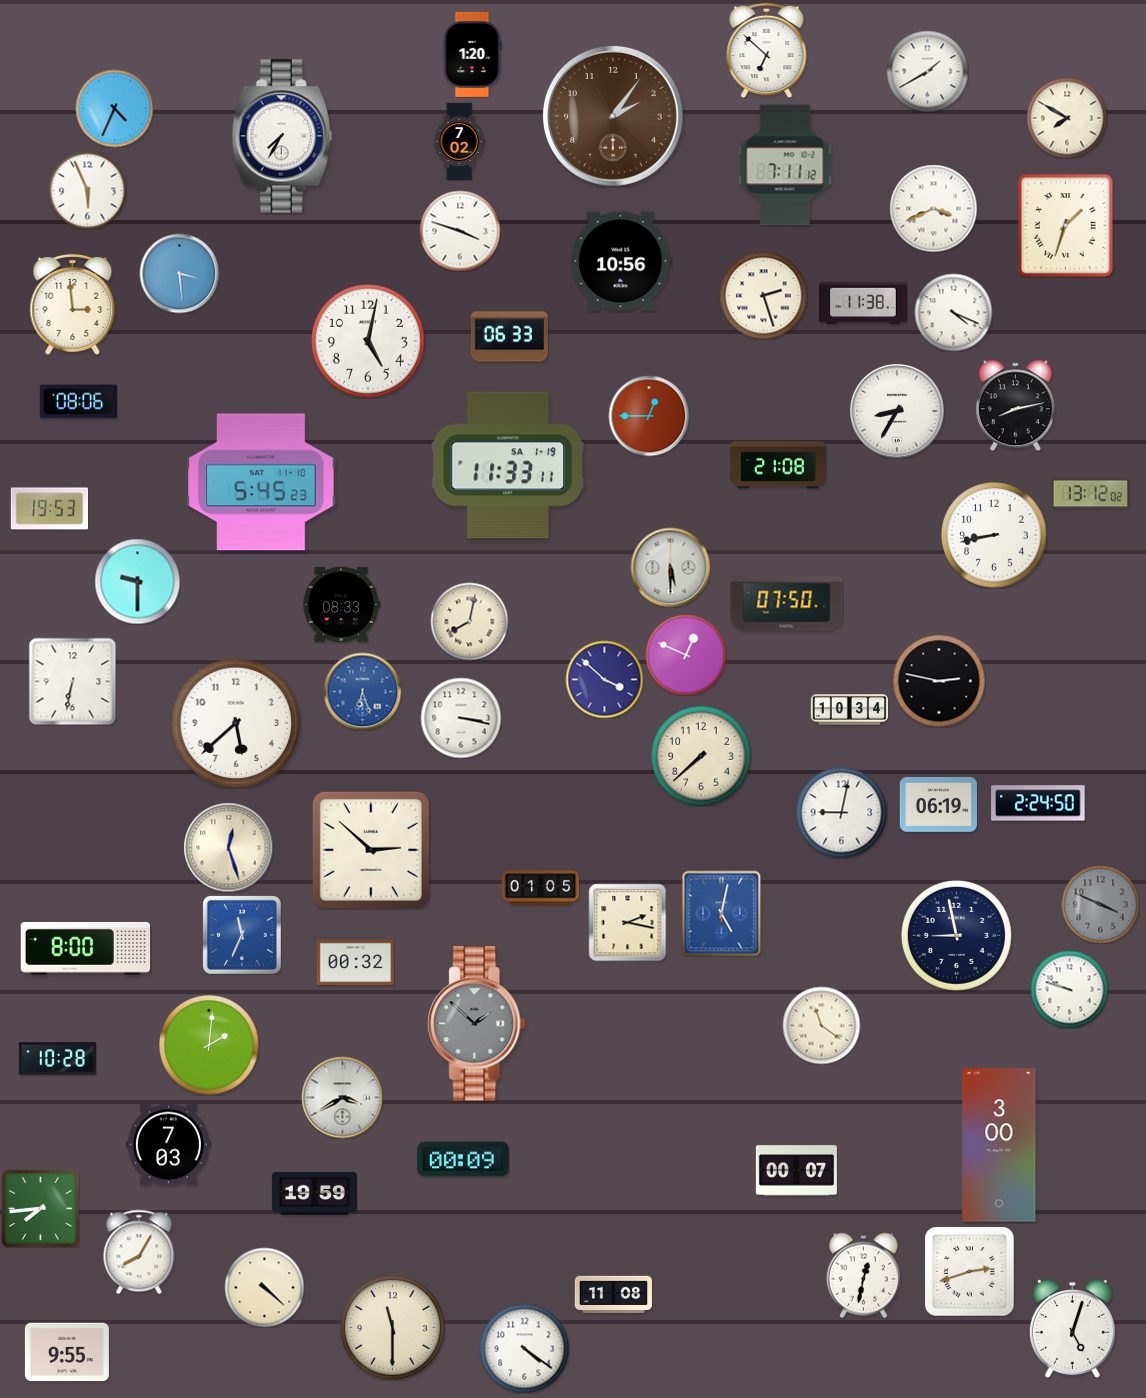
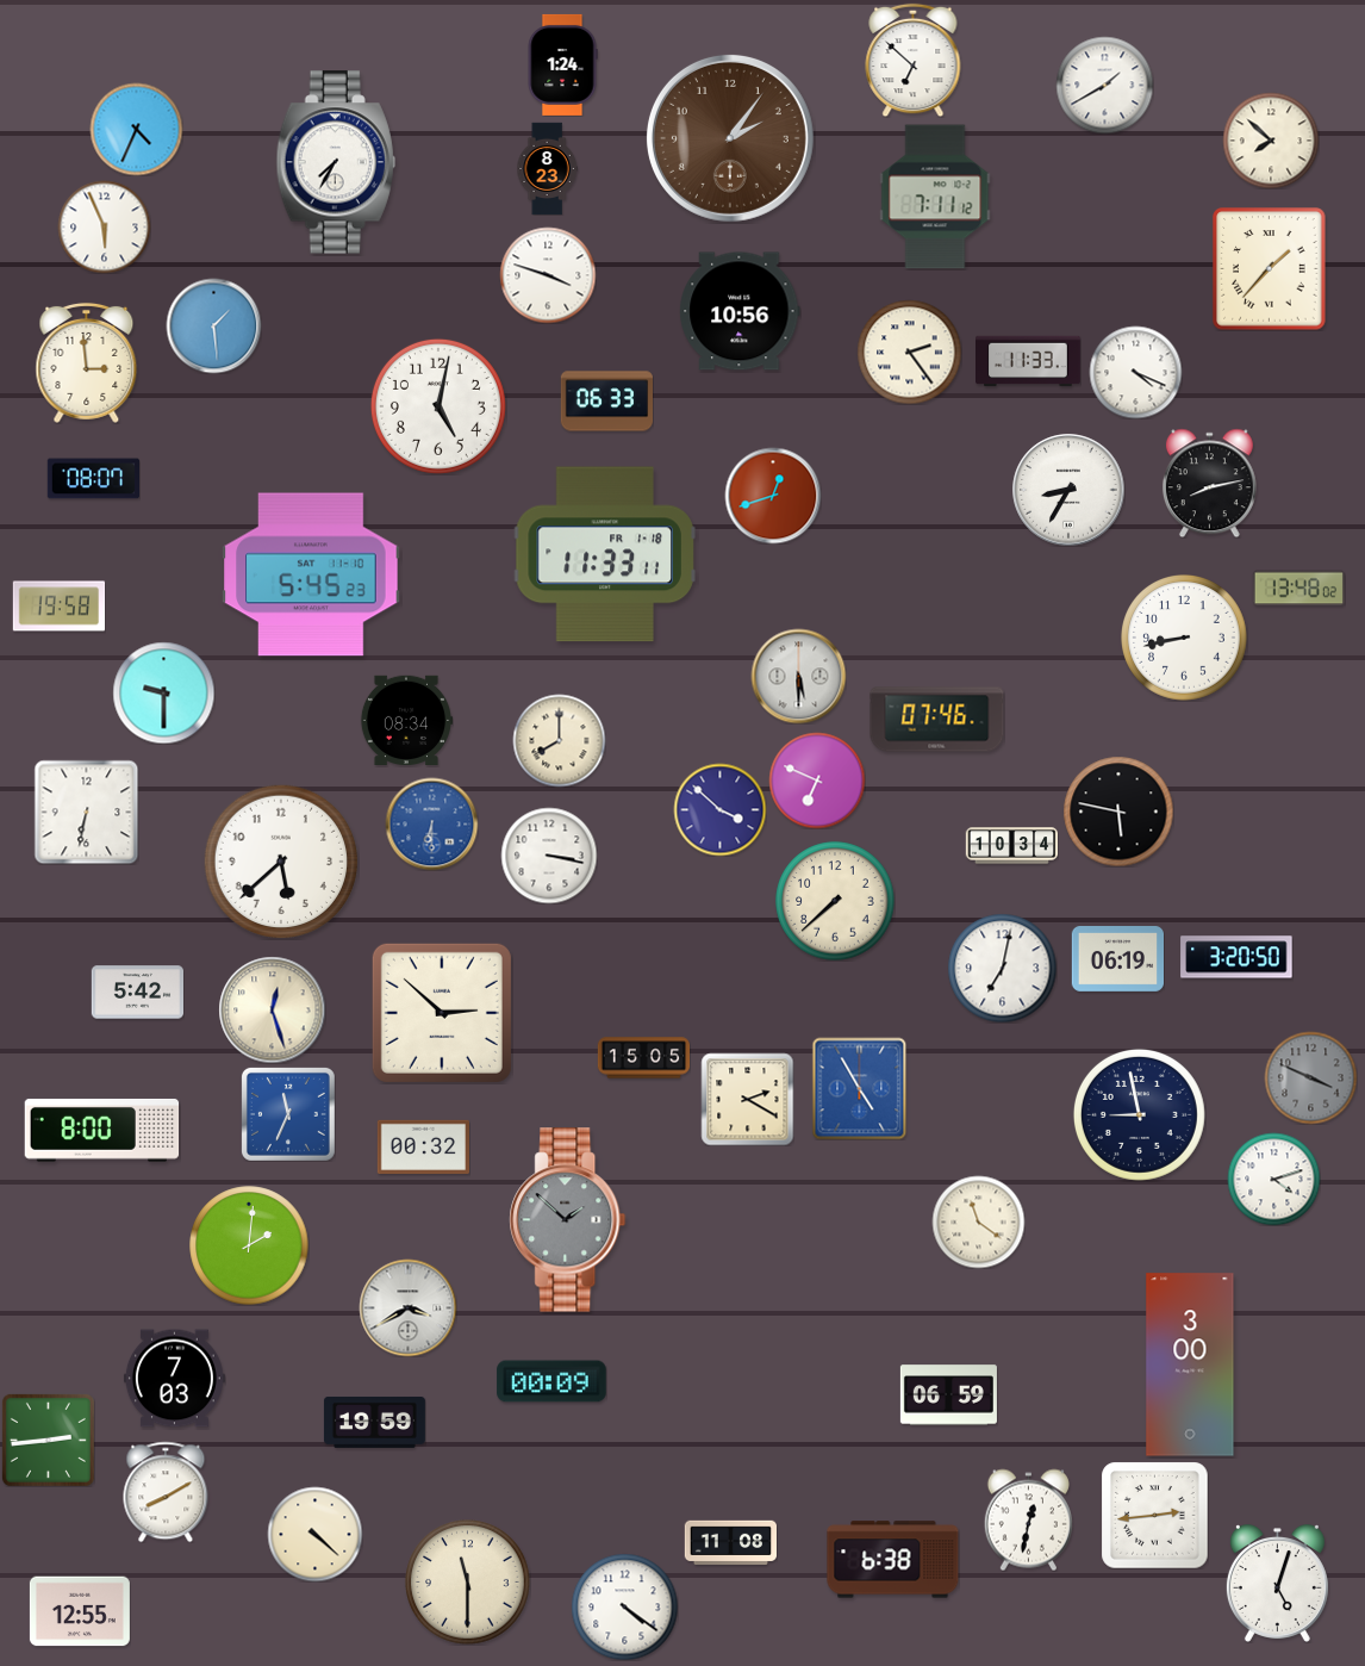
clock at (472, 54): 1:20 -> 1:24
clock at (1067, 118): 7:50 -> 7:52
clock at (459, 141): 7:02 -> 8:23
clock at (933, 208): 3:41 -> none
clock at (1066, 226): 1:33 -> 1:37
clock at (179, 273): 3:29 -> 1:29
clock at (763, 295): 2:27 -> 2:24
clock at (864, 303): 11:38 -> 11:33
clock at (78, 402): 08:06 -> 08:07
clock at (649, 416): 12:45 -> 12:42
clock at (508, 465) date: SA 1-19 -> FR 1-18
clock at (778, 465): 21:08 -> none
clock at (1090, 494): 13:12 -> 13:48
clock at (49, 509): 19:53 -> 19:58
clock at (341, 604): 08:33 -> 08:34
clock at (787, 604): 07:50 -> 07:46
clock at (469, 621): 8:02 -> 8:00
clock at (686, 655): 12:49 -> 6:49
clock at (939, 681): 2:47 -> 5:47
clock at (362, 691): 6:27 -> 6:30
clock at (1038, 803): 2:24 -> 3:20
clock at (841, 812): 9:02 -> 7:02
clock at (137, 993): none -> 5:42
clock at (540, 888): 01:05 -> 15:05
clock at (722, 913): 5:02 -> 4:55
clock at (627, 922): 2:17 -> 2:20
clock at (1069, 989): 9:48 -> 4:12
clock at (57, 1059): 10:28 -> none
clock at (168, 1145) position: (168, 1145) -> (174, 1379)
clock at (796, 1171): 00:07 -> 06:59
clock at (40, 1208): 7:44 -> 2:44
clock at (139, 1252): 8:05 -> 8:10
clock at (969, 1271): 2:42 -> 2:44
clock at (893, 1560): none -> 6:38
clock at (67, 1352): 9:55 -> 12:55
